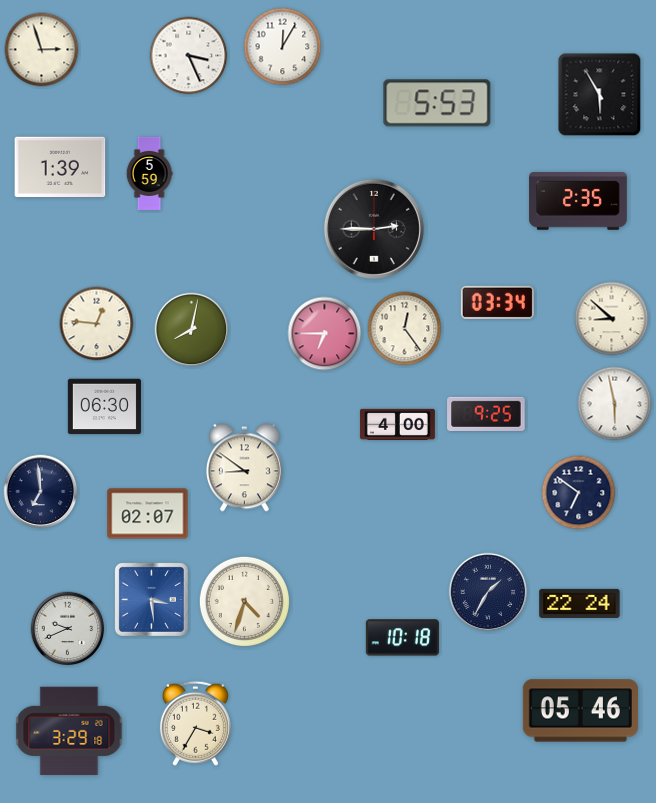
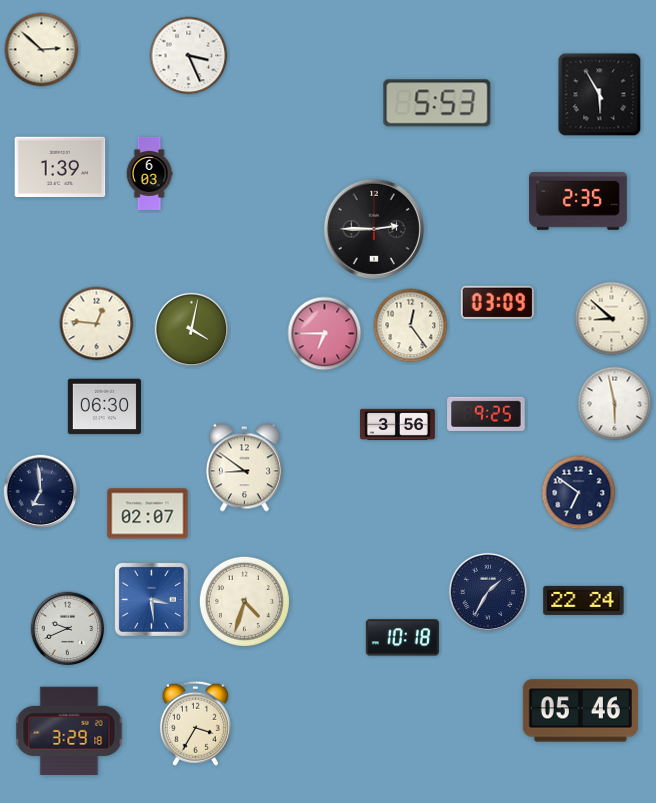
clock at (283, 47): 12:05 -> none
clock at (42, 50): 2:57 -> 2:52
clock at (149, 173): 5:59 -> 6:03
clock at (497, 302): 03:34 -> 03:09
clock at (405, 329) position: (405, 329) -> (411, 326)
clock at (192, 330): 8:02 -> 4:02
clock at (397, 424): 4:00 -> 3:56
clock at (580, 603) position: (580, 603) -> (584, 600)
